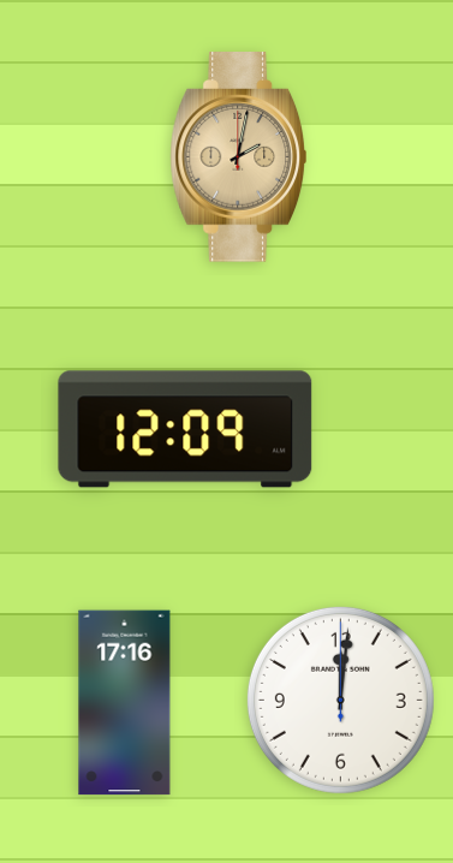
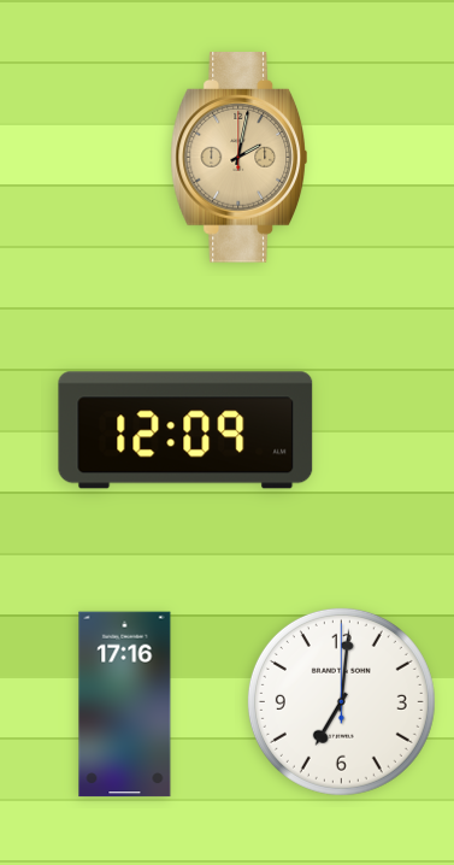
clock at (340, 700): 12:01 -> 7:01
